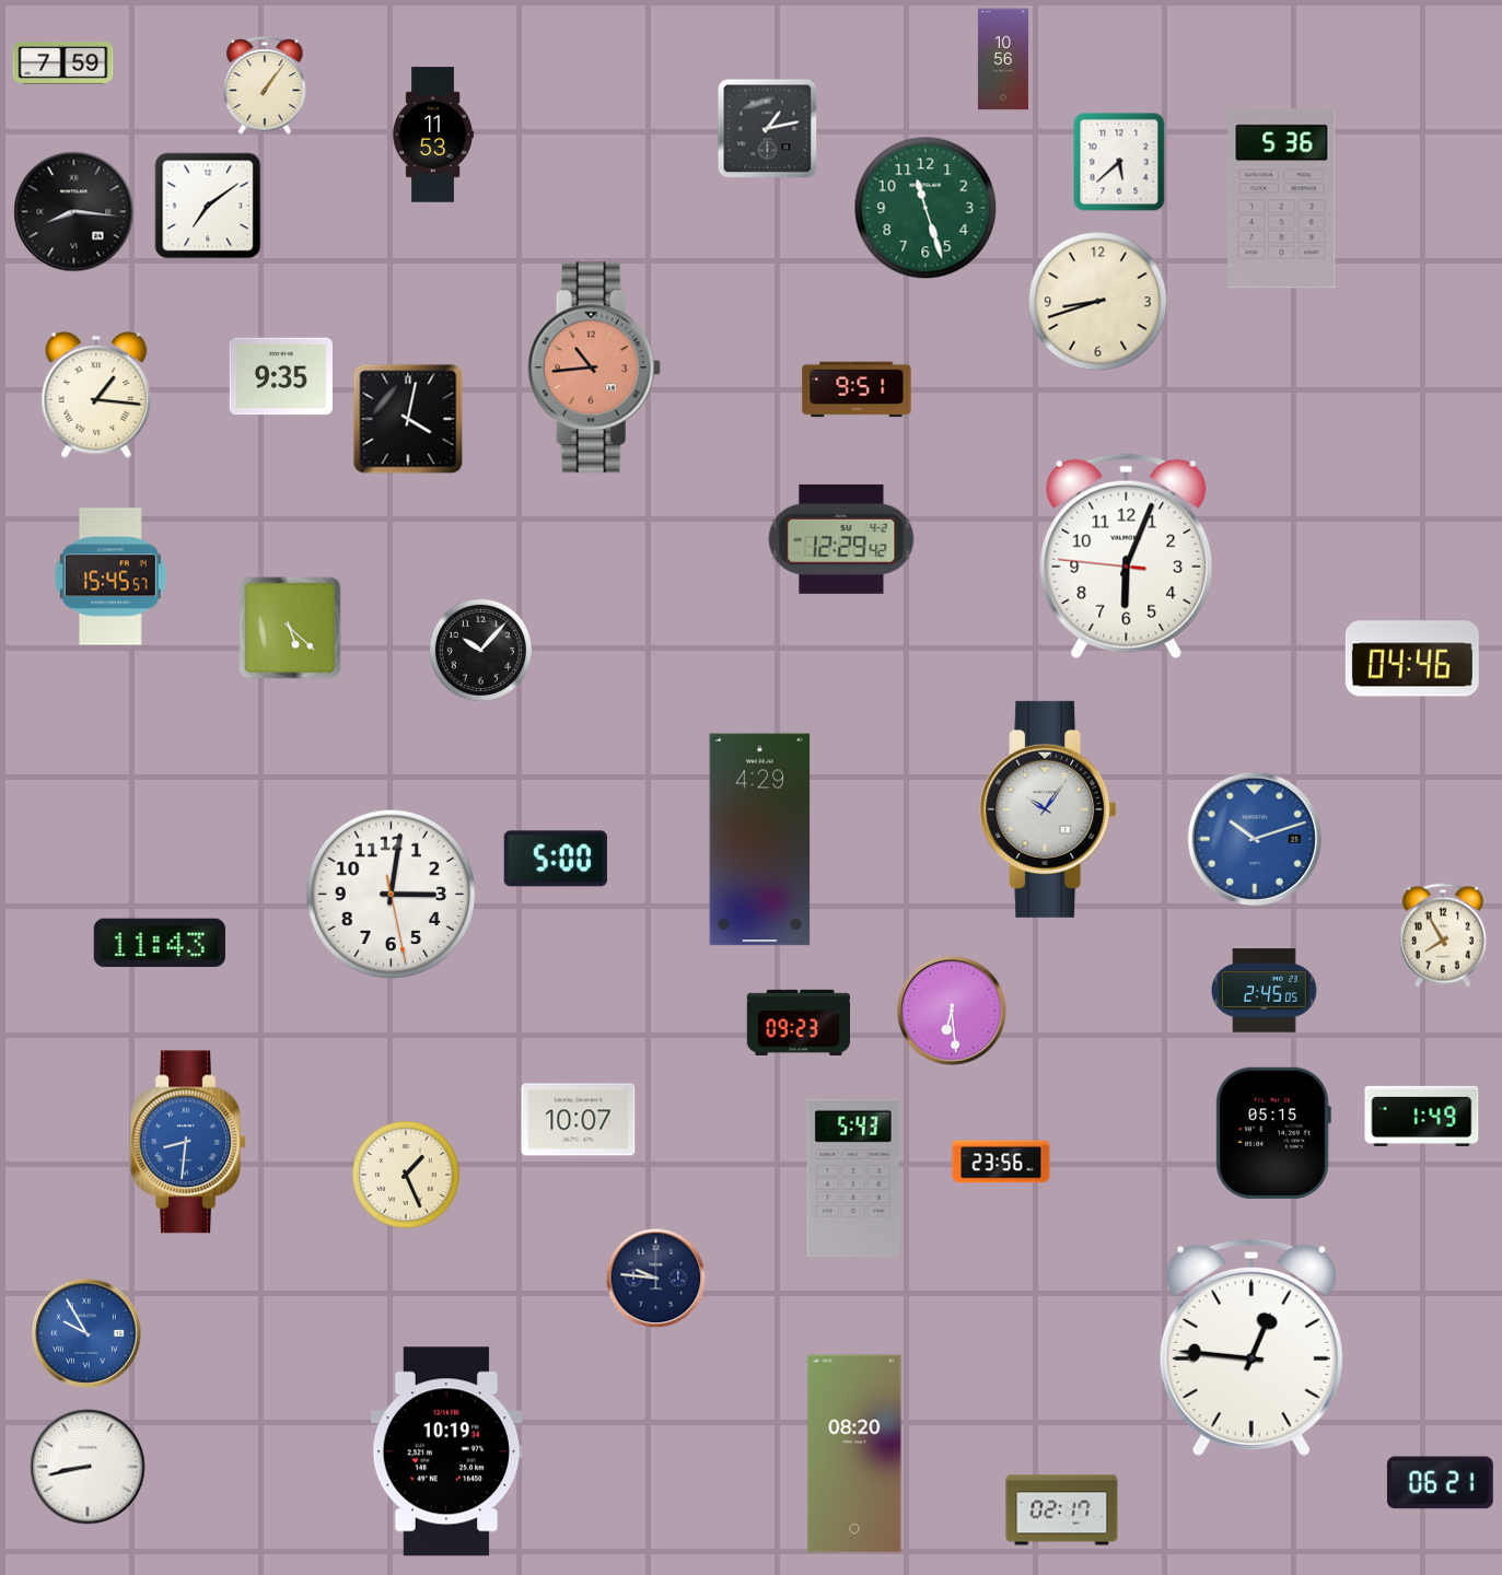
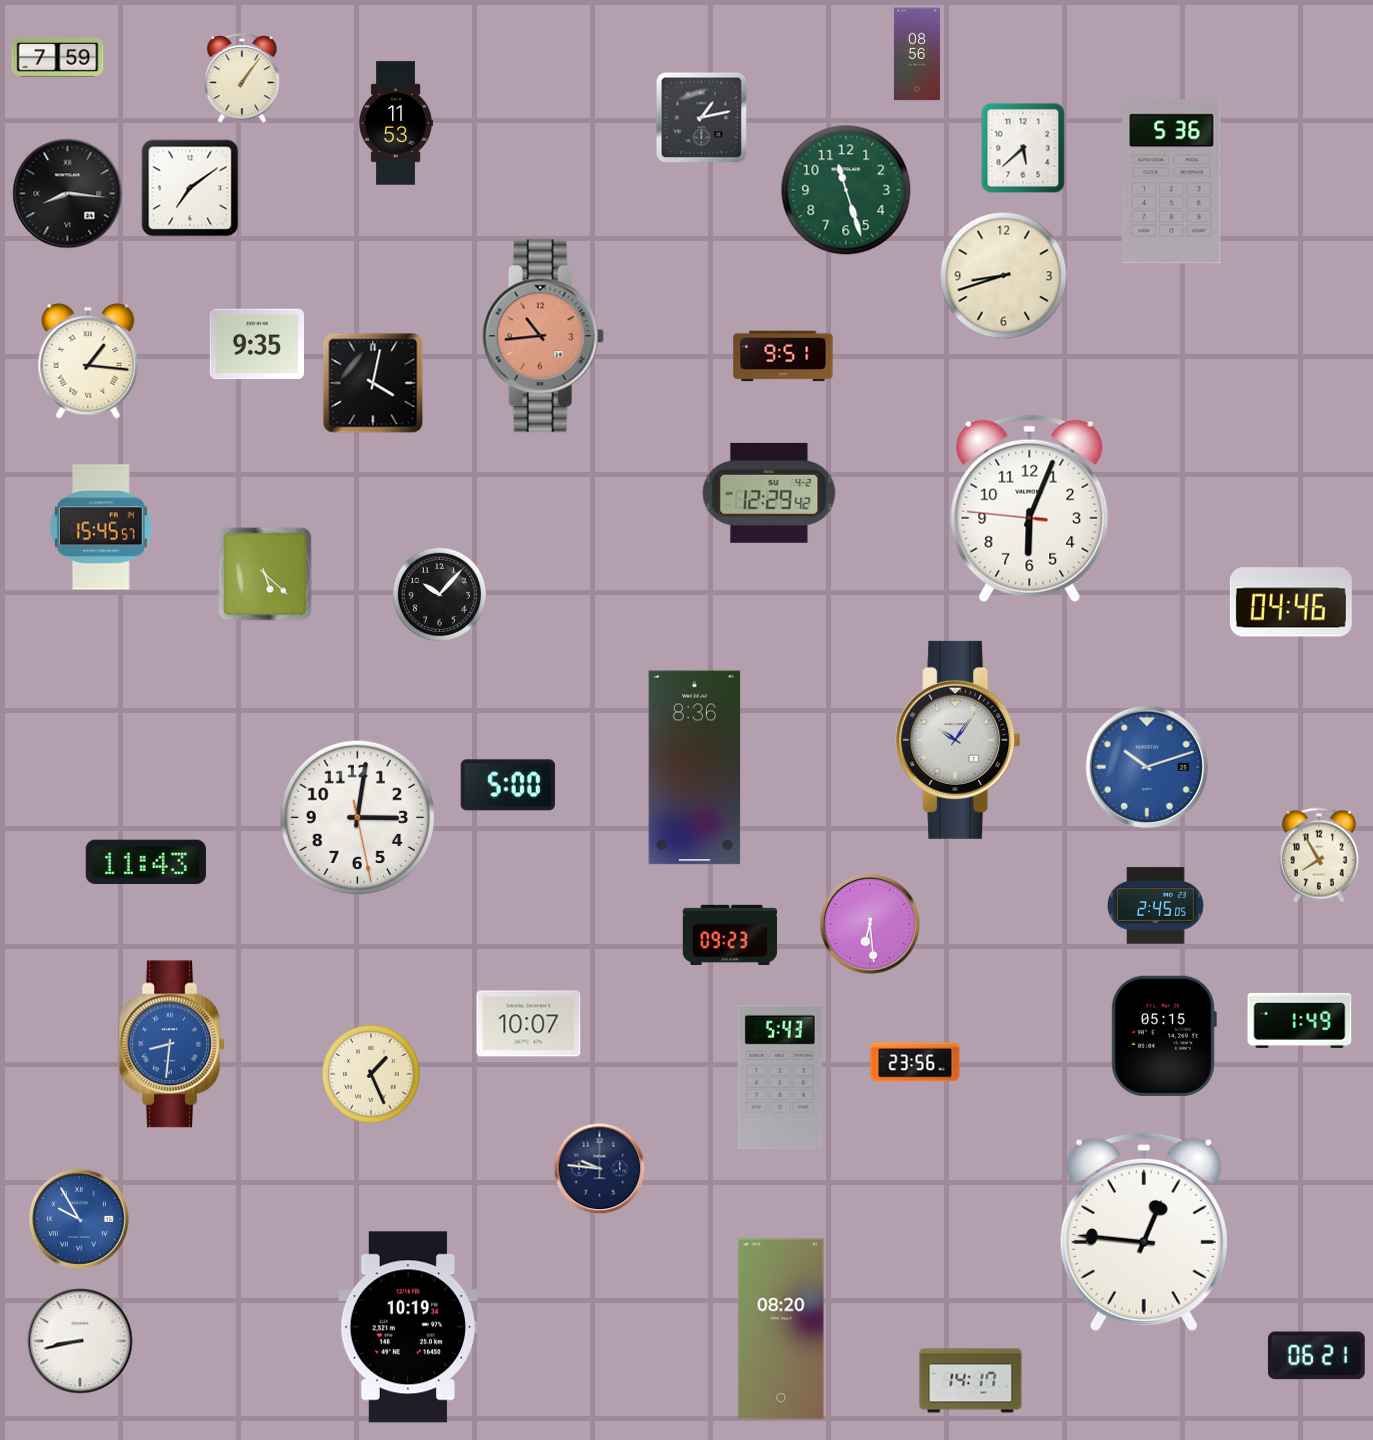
clock at (1003, 59): 10:56 -> 08:56
clock at (760, 840): 4:29 -> 8:36
clock at (1062, 1510): 02:17 -> 14:17
